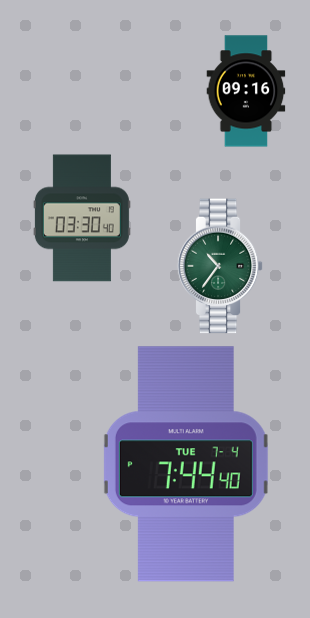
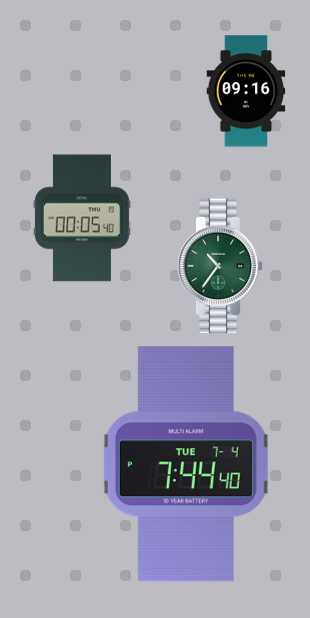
clock at (82, 218): 03:30 -> 00:05
